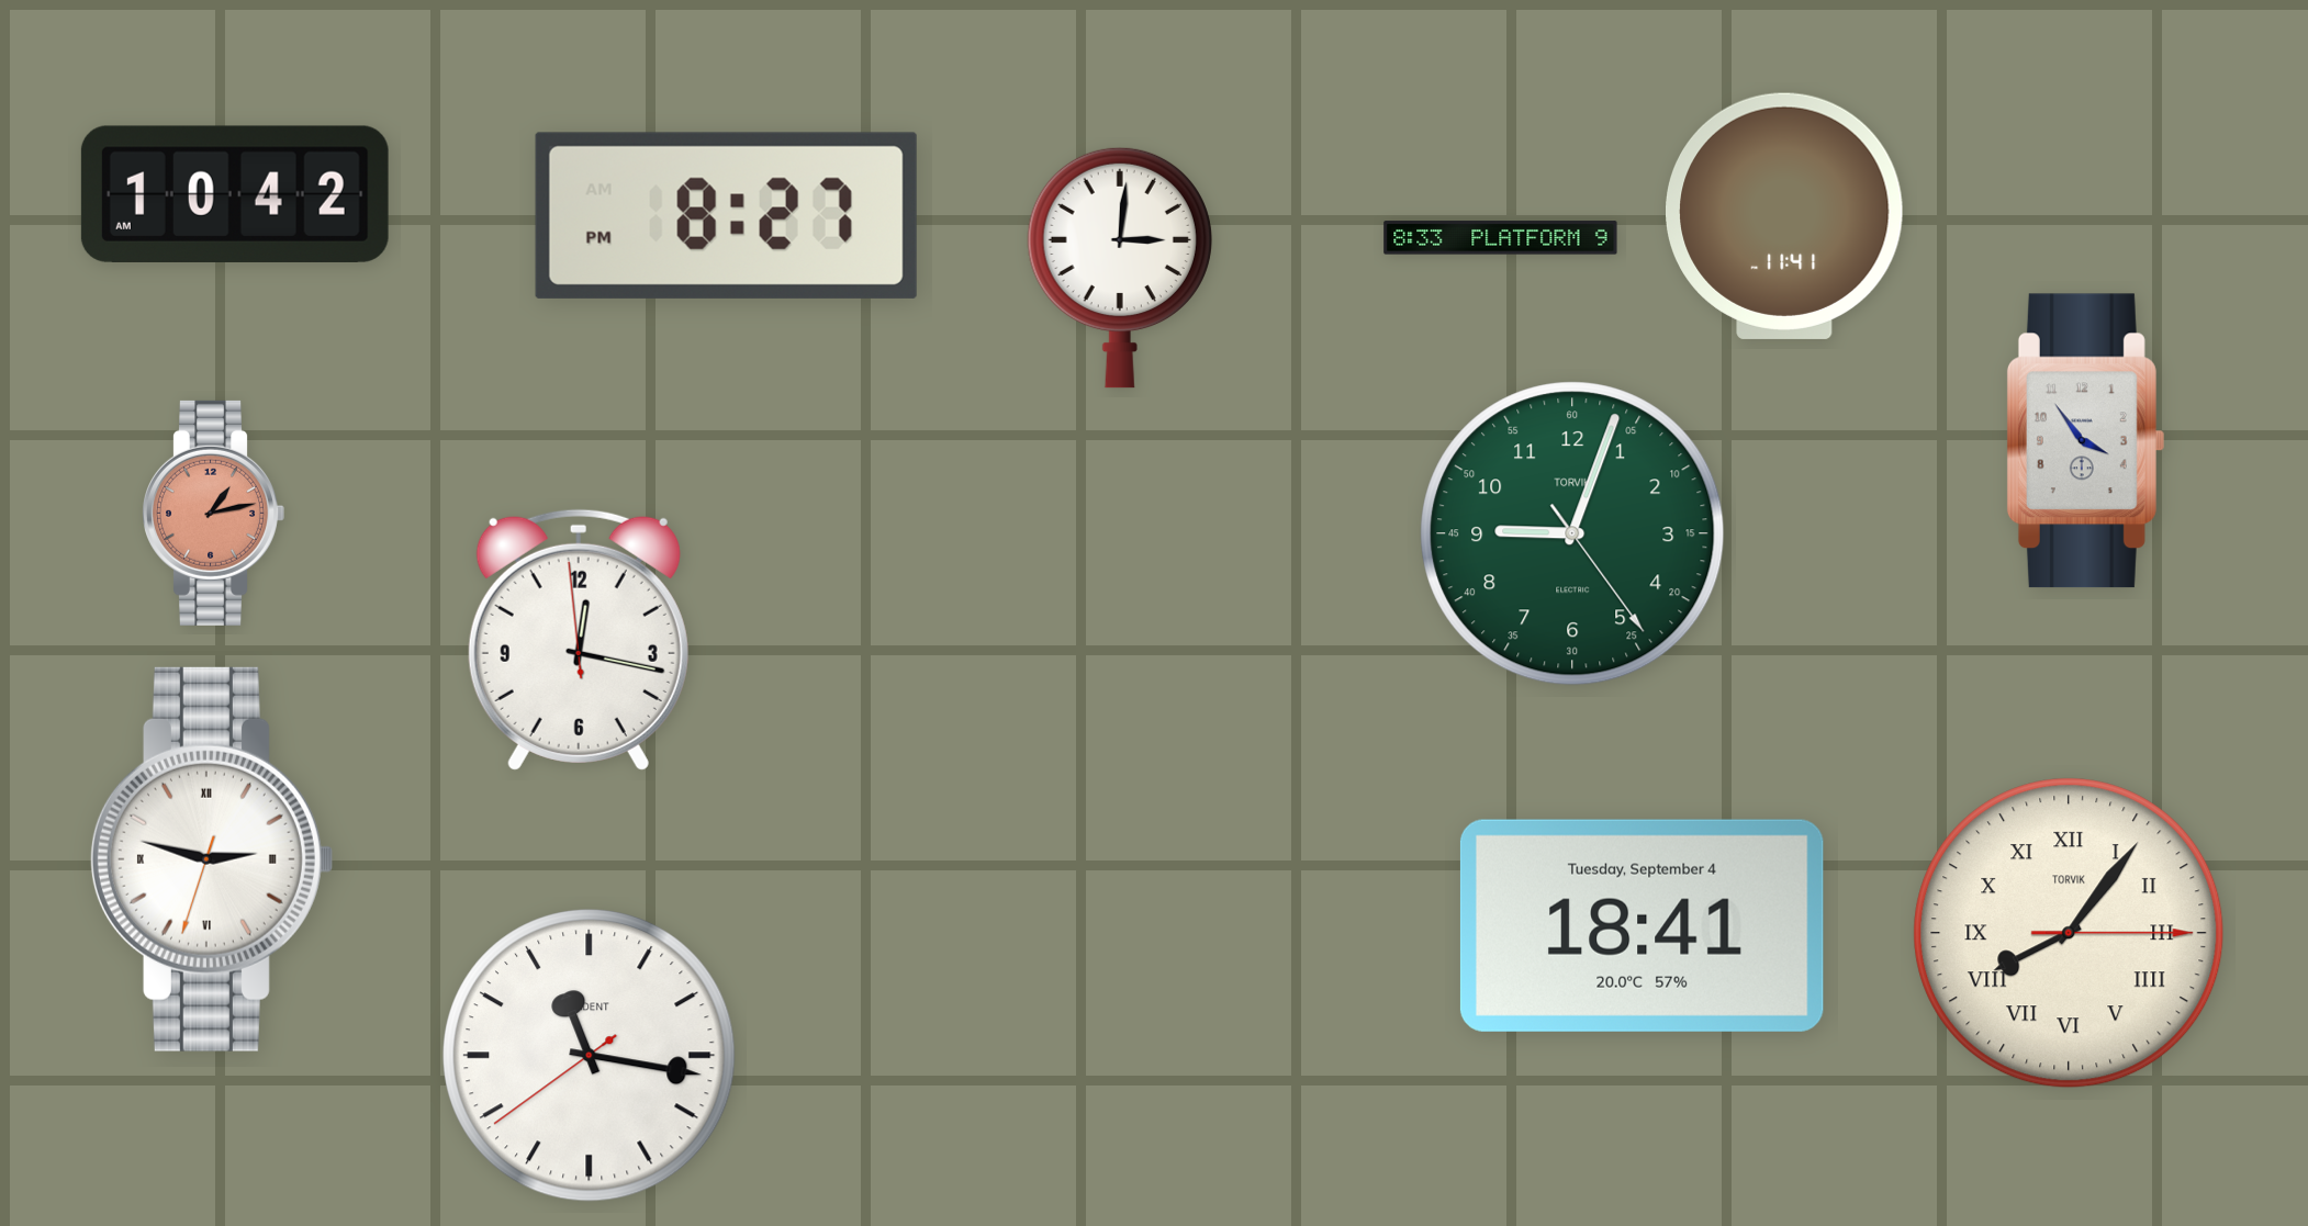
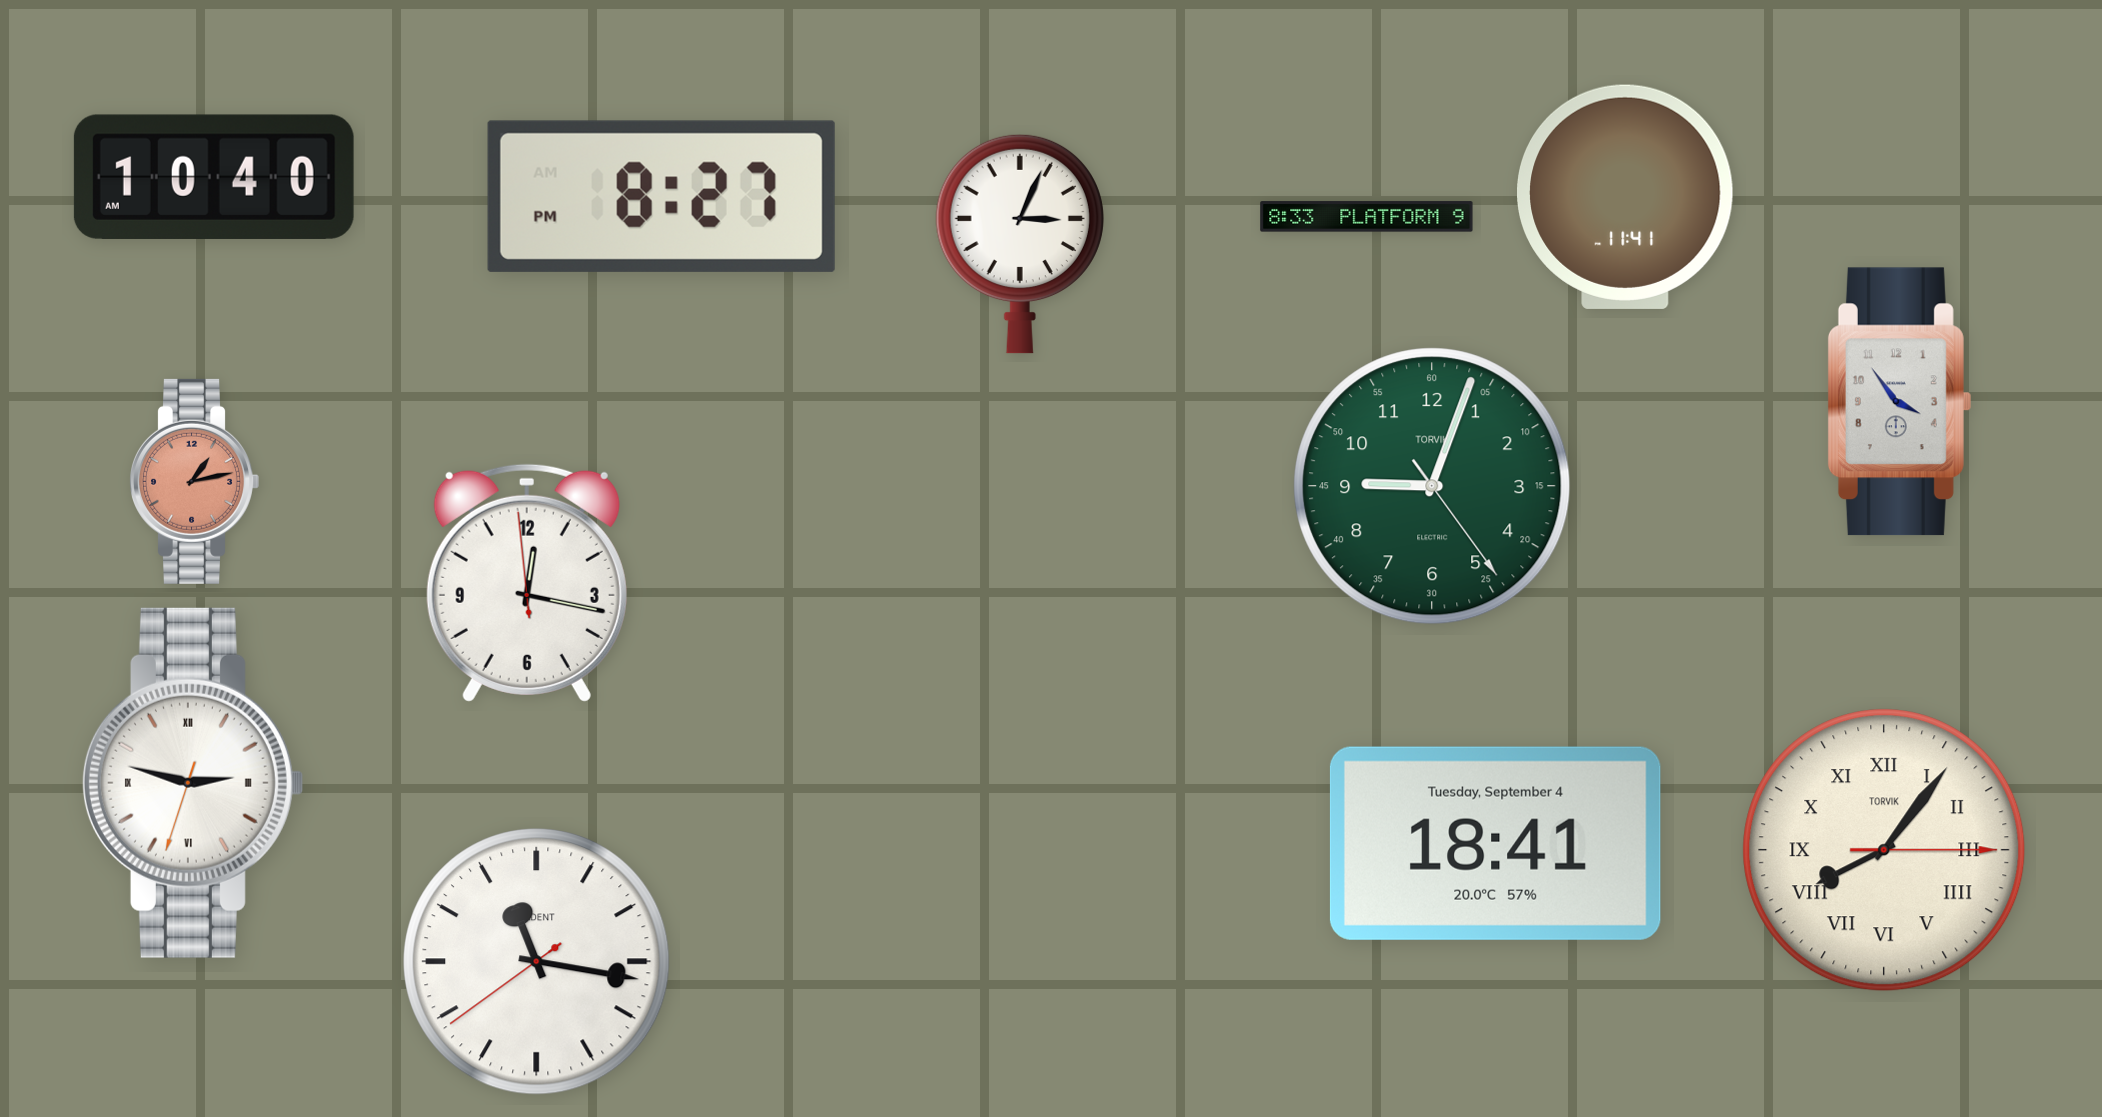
clock at (235, 194): 10:42 -> 10:40
clock at (1120, 268): 3:01 -> 3:04
clock at (213, 513) position: (213, 513) -> (194, 481)
